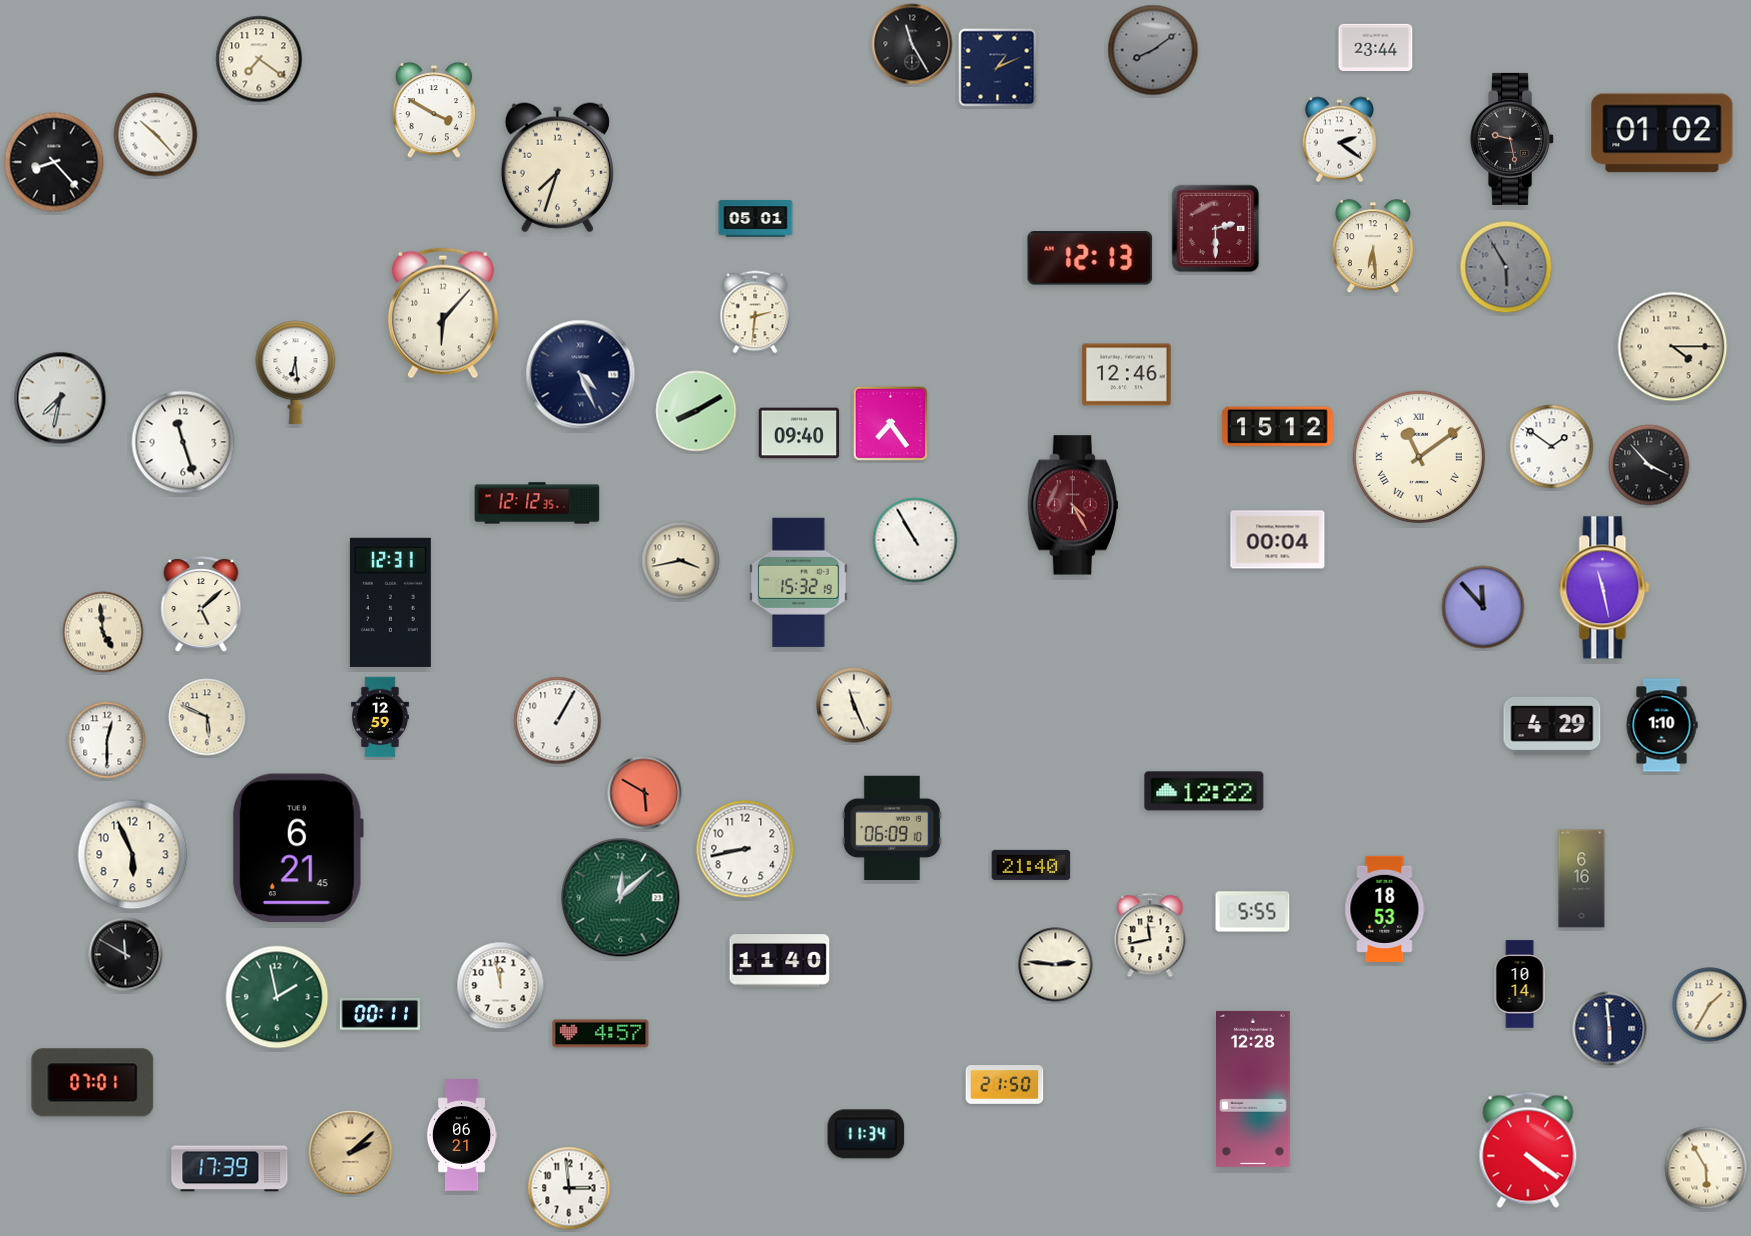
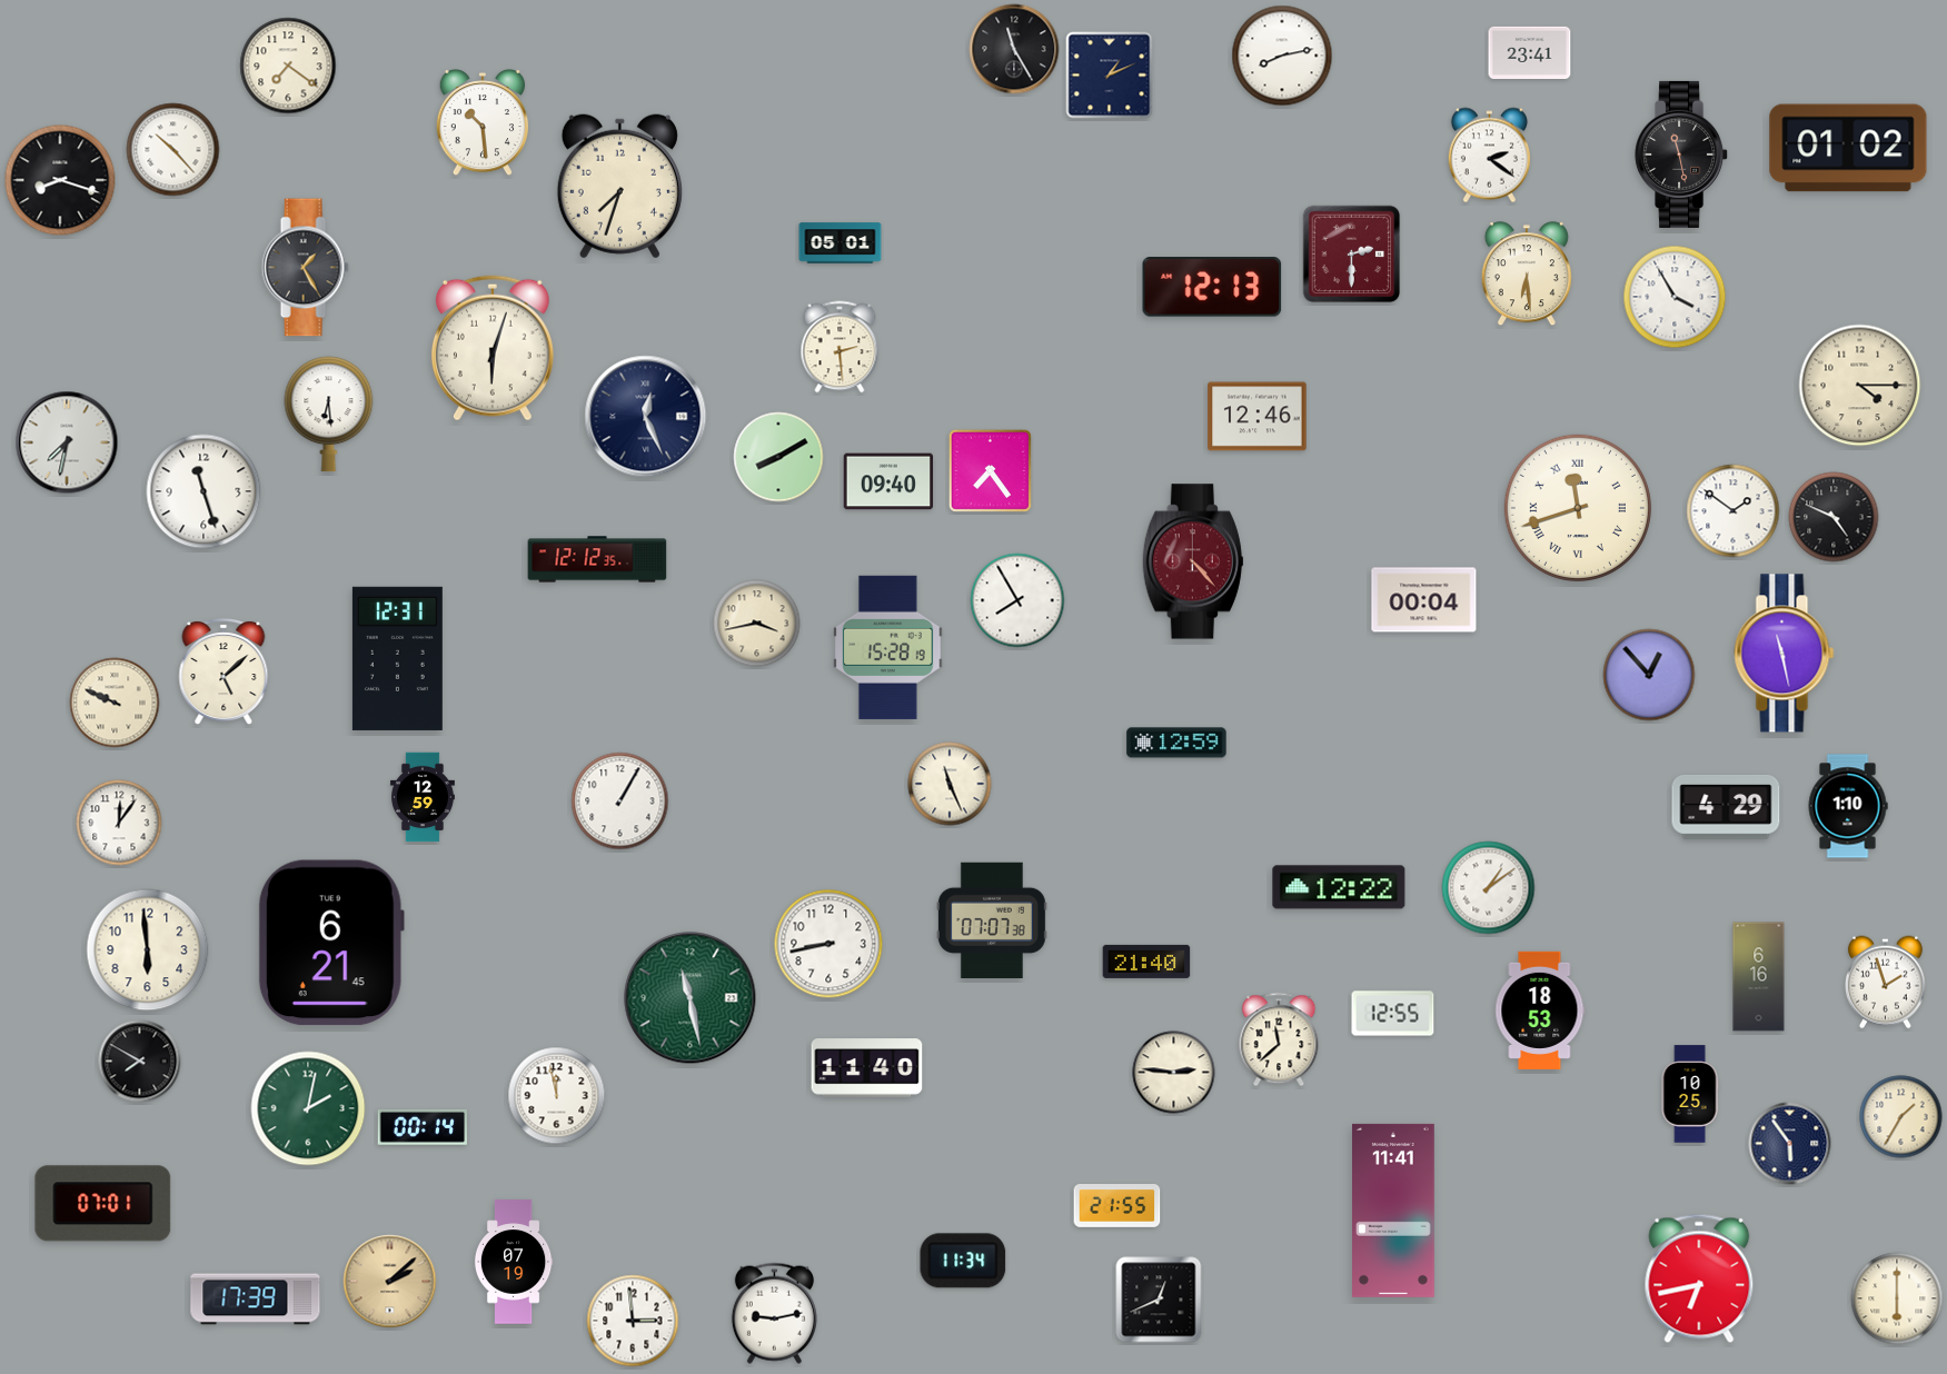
clock at (1376, 47): 23:44 -> 23:41
clock at (1153, 50): 8:09 -> 8:13
clock at (1153, 50) dial: grey -> white
clock at (434, 110): 3:50 -> 10:29
clock at (1513, 139): 9:28 -> 11:28
clock at (54, 162): 8:23 -> 8:18
clock at (305, 268): none -> 1:25
clock at (1506, 267): 5:55 -> 3:55
clock at (1506, 267) dial: grey -> white
clock at (755, 312): 2:31 -> 2:29
clock at (443, 313): 6:07 -> 6:03
clock at (581, 375): 4:26 -> 12:26
clock at (1127, 375) position: (1127, 375) -> (1258, 417)
clock at (696, 411) position: (696, 411) -> (778, 457)
clock at (1278, 427): 15:12 -> none
clock at (1552, 447) position: (1552, 447) -> (1734, 511)
clock at (1419, 457): 11:09 -> 11:42
clock at (1649, 465): 3:53 -> 4:49
clock at (1073, 505): 4:25 -> 4:23
clock at (915, 540): 10:55 -> 7:55
clock at (1278, 540) position: (1278, 540) -> (1424, 600)
clock at (799, 582): 15:32 -> 15:28
clock at (390, 602) position: (390, 602) -> (397, 658)
clock at (1483, 607): 11:53 -> 12:53
clock at (103, 632): 4:59 -> 9:49
clock at (1176, 743): none -> 12:59
clock at (207, 717): 5:49 -> none
clock at (107, 740): 12:30 -> 12:06
clock at (1204, 791) position: (1204, 791) -> (1339, 887)
clock at (645, 793): 5:50 -> none
clock at (1489, 888): none -> 1:09
clock at (892, 827): 06:09 -> 07:07
clock at (133, 855): 5:56 -> 5:59
clock at (1886, 983): none -> 1:57
clock at (621, 898): 12:08 -> 11:28
clock at (1253, 912): 5:55 -> 12:55
clock at (1150, 935): 11:43 -> 11:38
clock at (126, 955): 11:50 -> 7:50
clock at (1520, 984): 10:14 -> 10:25
clock at (277, 997): 1:58 -> 2:02
clock at (379, 1014): 00:11 -> 00:14
clock at (1610, 1029): 5:59 -> 5:54
clock at (601, 1034): 4:57 -> none
clock at (1005, 1085): 21:50 -> 21:55
clock at (1254, 1089): 12:28 -> 11:41
clock at (462, 1135): 06:21 -> 07:19
clock at (1528, 1150): 4:21 -> 6:43
clock at (1706, 1168): 5:55 -> 6:00
clock at (1159, 1300): none -> 12:41
clock at (774, 1313): none -> 9:13
